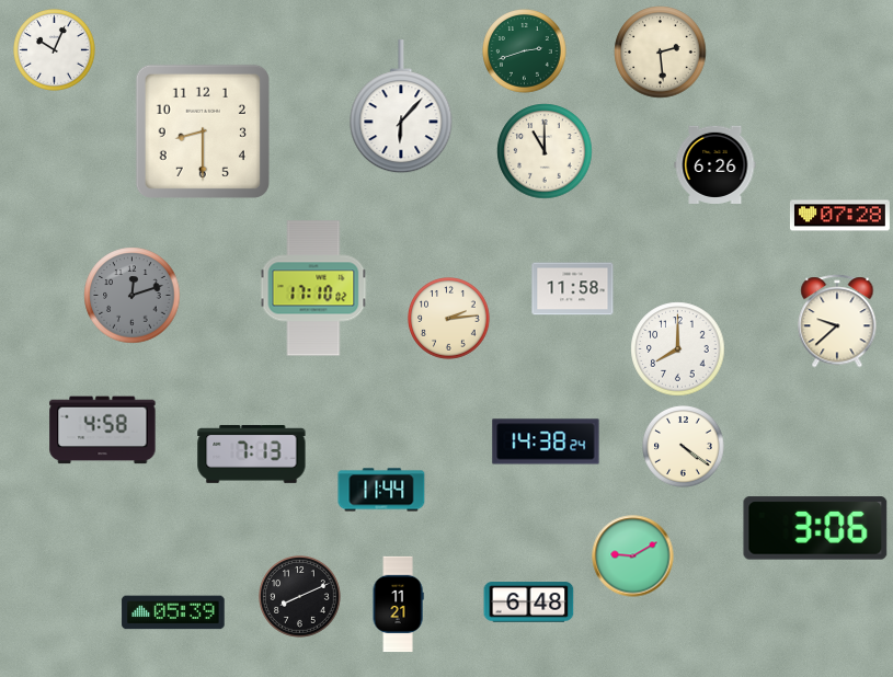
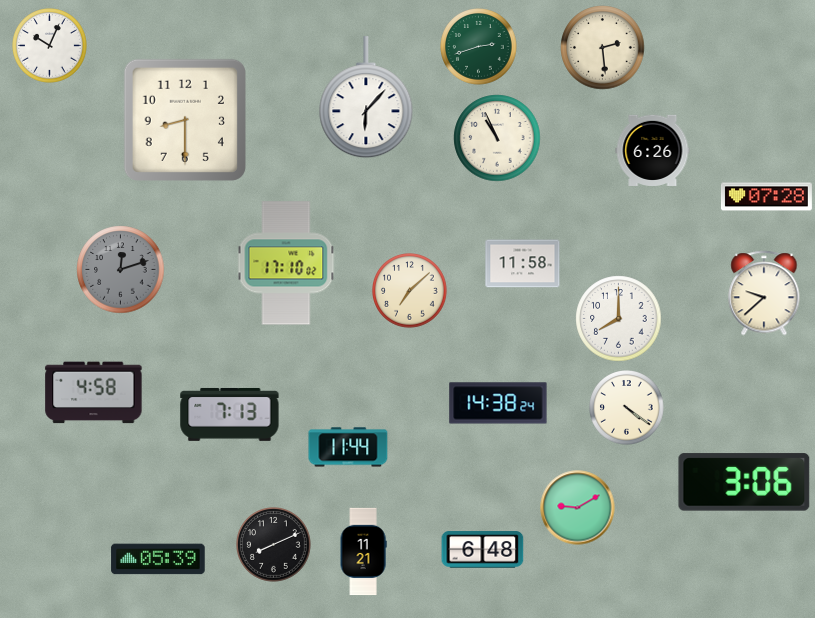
clock at (545, 151): 11:00 -> 10:56
clock at (449, 319): 2:14 -> 7:08
clock at (684, 447) position: (684, 447) -> (627, 408)
